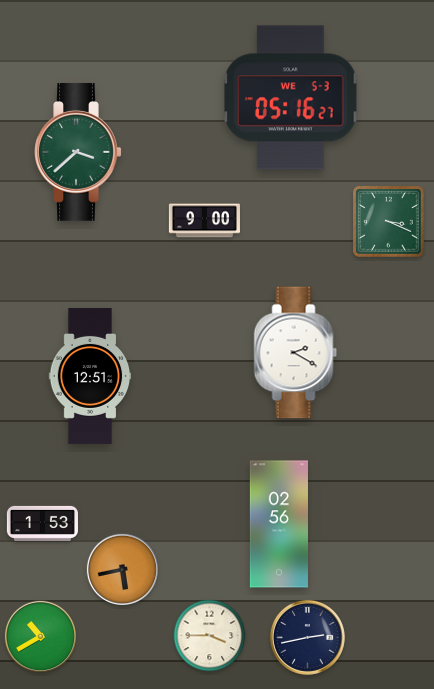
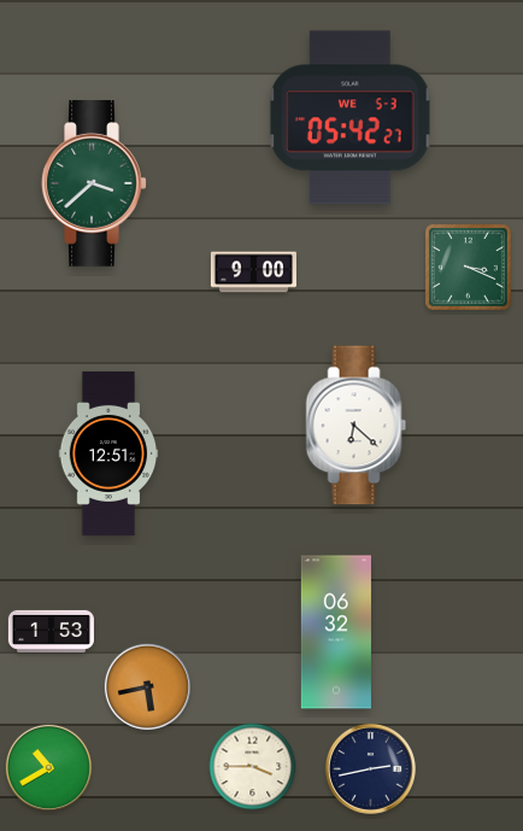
clock at (291, 98): 05:16 -> 05:42
clock at (204, 221) position: (204, 221) -> (253, 273)
clock at (296, 353): 2:20 -> 6:22
clock at (279, 524): 02:56 -> 06:32
